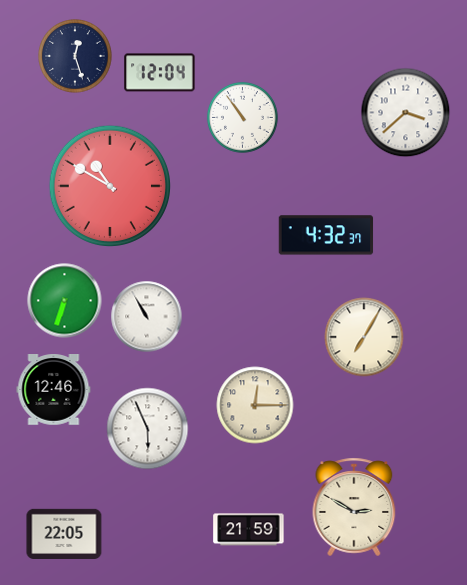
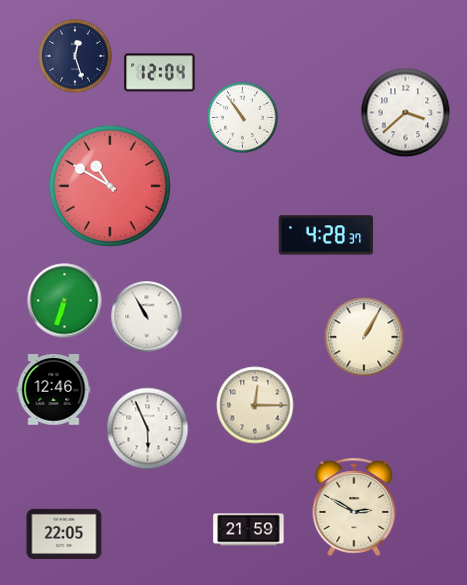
clock at (326, 235): 4:32 -> 4:28
clock at (364, 337): 7:05 -> 1:05
